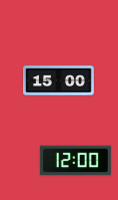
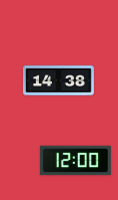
clock at (59, 81): 15:00 -> 14:38
